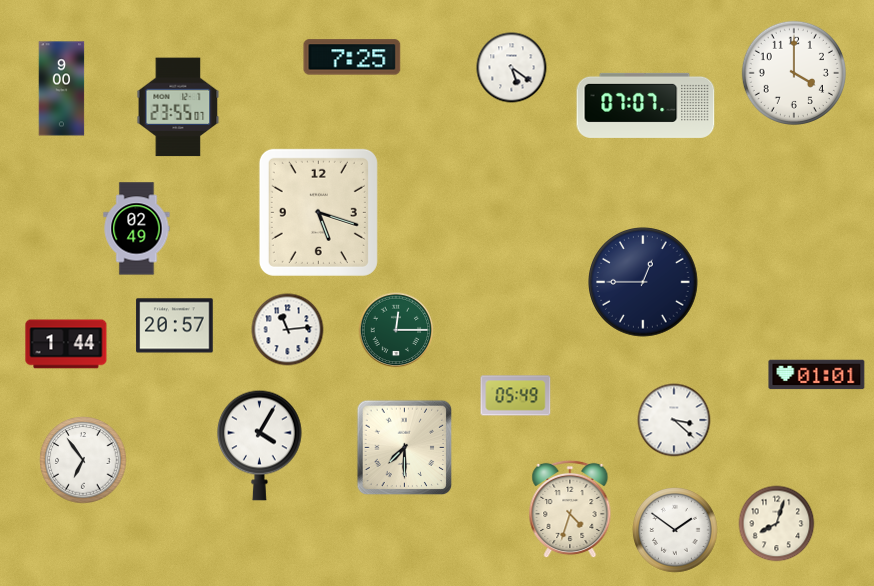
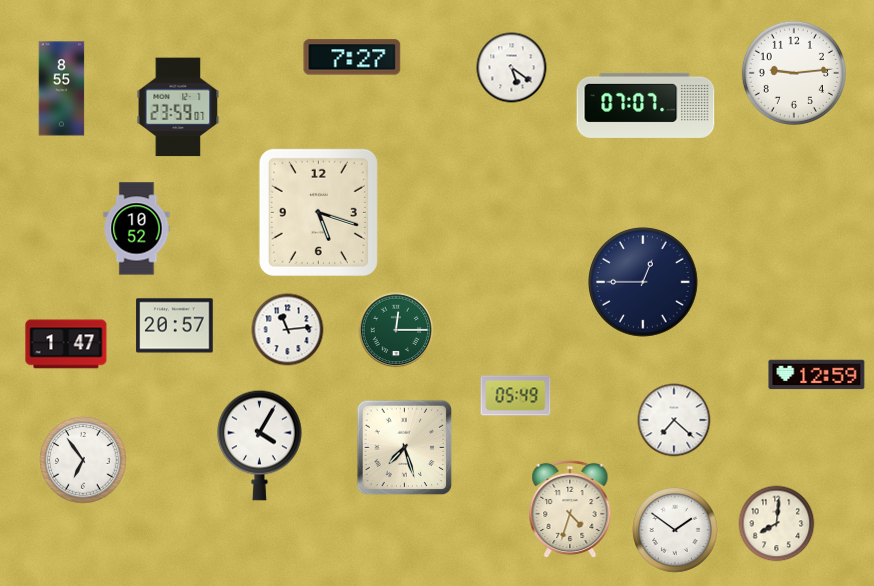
clock at (352, 57): 7:25 -> 7:27
clock at (794, 73): 4:00 -> 9:14
clock at (62, 89): 9:00 -> 8:55
clock at (178, 107): 23:55 -> 23:59
clock at (137, 229): 02:49 -> 10:52
clock at (66, 344): 1:44 -> 1:47
clock at (817, 375): 01:01 -> 12:59
clock at (674, 420): 3:22 -> 7:22
clock at (405, 448): 7:30 -> 7:27
clock at (777, 524): 8:03 -> 8:01
